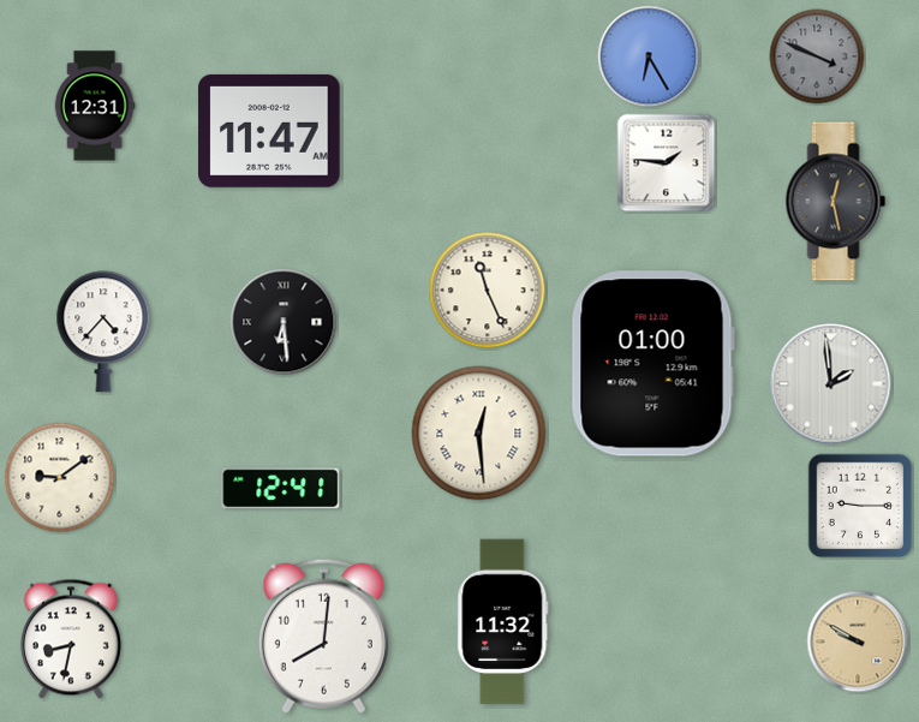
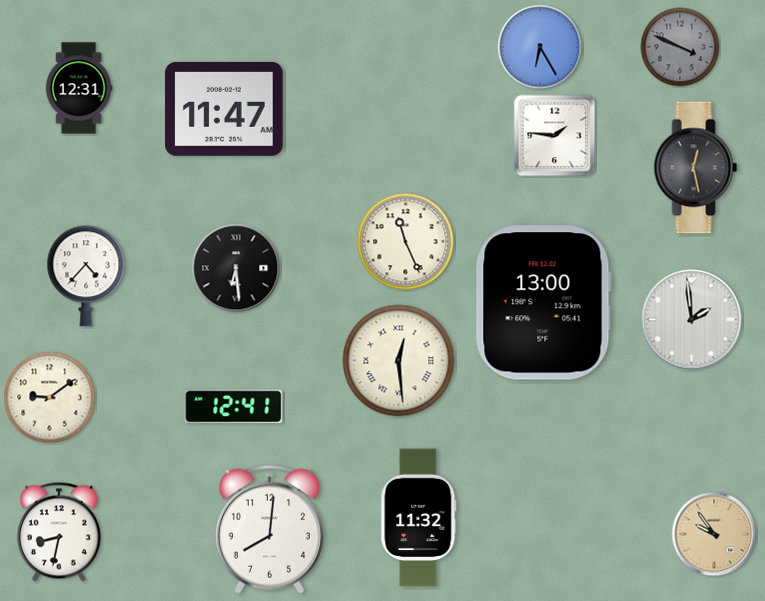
clock at (652, 364): 01:00 -> 13:00
clock at (860, 506): 9:15 -> none
clock at (858, 642): 9:50 -> 9:54
